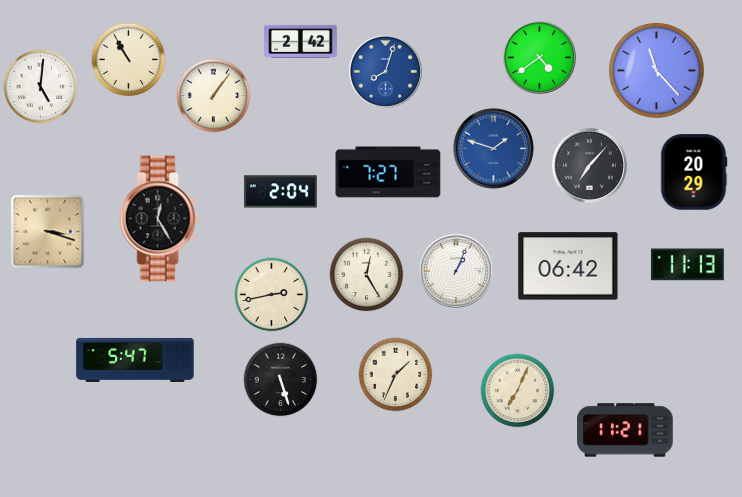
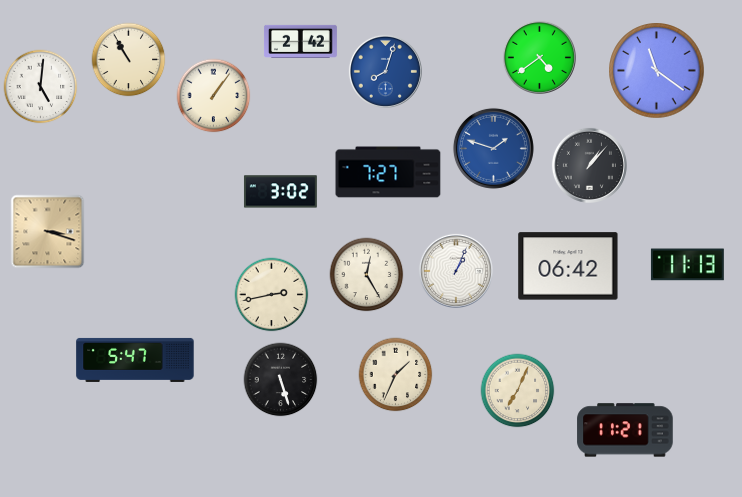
clock at (657, 71): 11:23 -> 11:21
clock at (589, 165): 7:07 -> 1:07
clock at (694, 172): 20:29 -> none
clock at (280, 192): 2:04 -> 3:02
clock at (160, 219): 12:25 -> none
